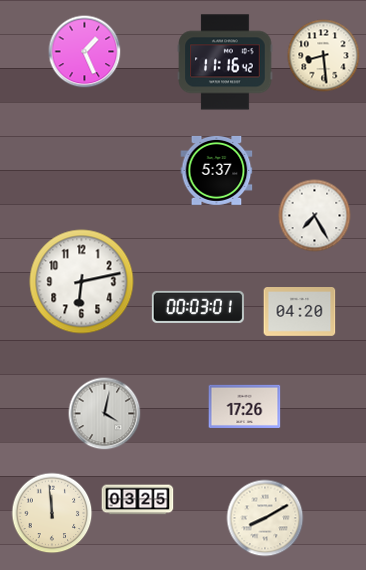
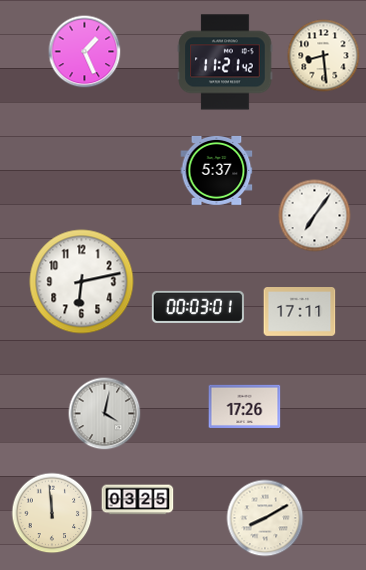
clock at (225, 62): 11:16 -> 11:21
clock at (315, 216): 7:25 -> 7:06
clock at (300, 312): 04:20 -> 17:11
